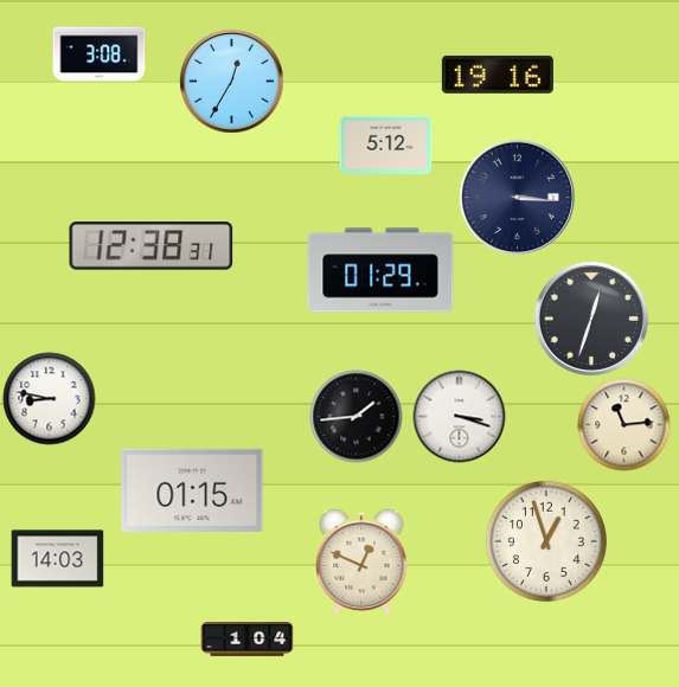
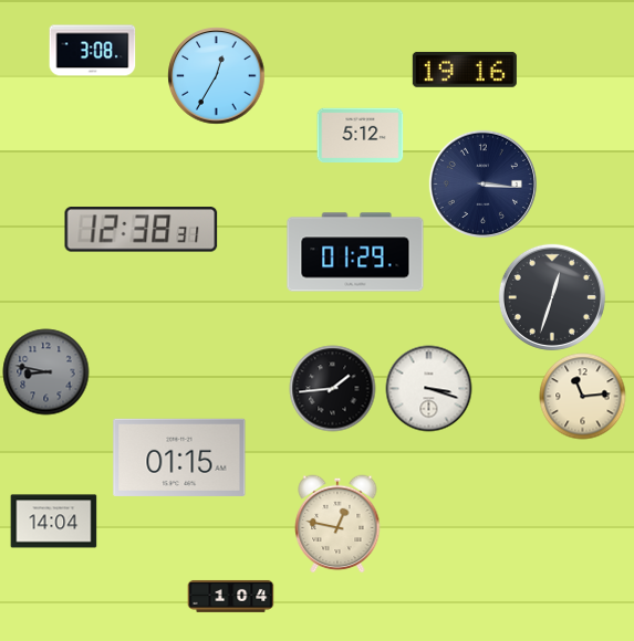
clock at (49, 398) dial: white -> grey
clock at (546, 541): 12:57 -> none
clock at (57, 559): 14:03 -> 14:04
clock at (361, 561): 12:49 -> 12:47
